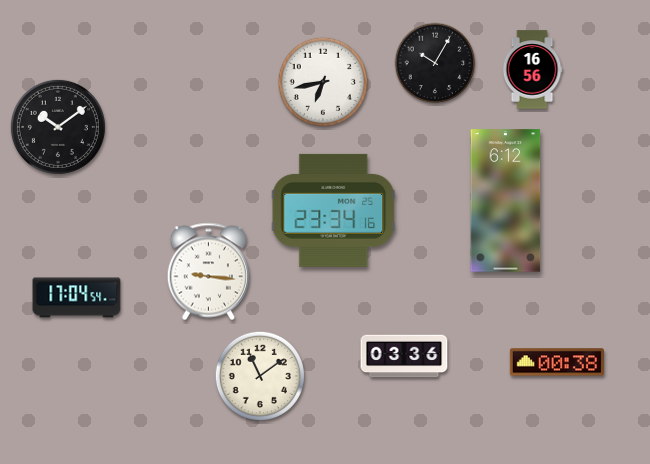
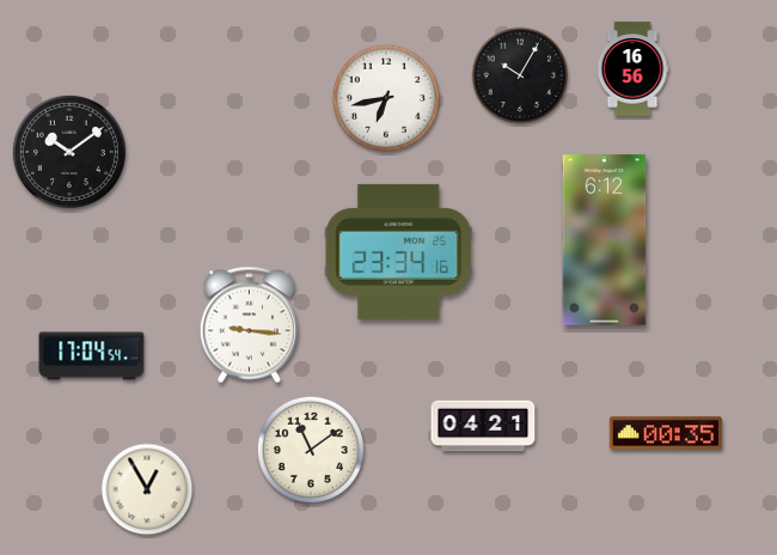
clock at (532, 70) position: (532, 70) -> (632, 69)
clock at (404, 356): 03:36 -> 04:21
clock at (557, 362): 00:38 -> 00:35
clock at (147, 489): none -> 12:55
